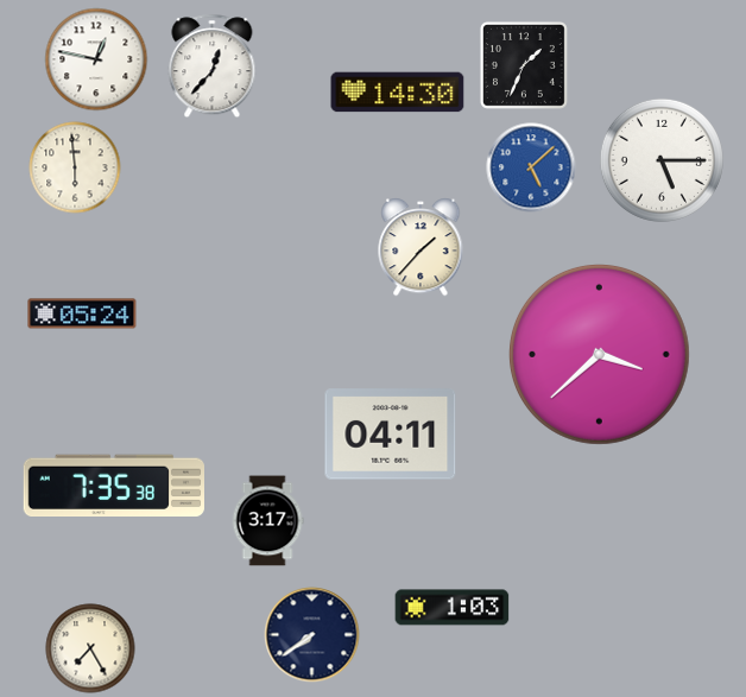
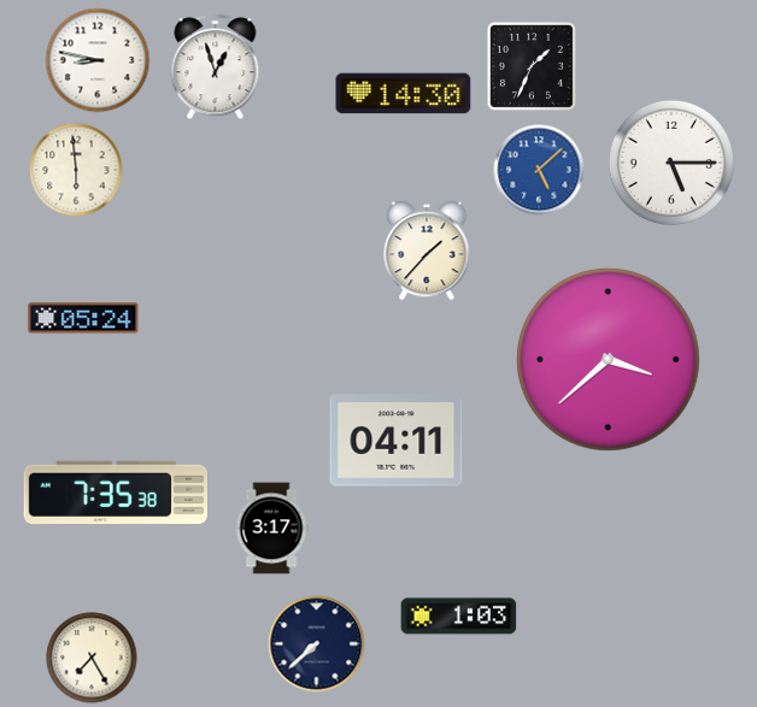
clock at (96, 59): 12:47 -> 8:47
clock at (213, 66): 12:37 -> 12:57
clock at (312, 635): 7:39 -> 7:38
